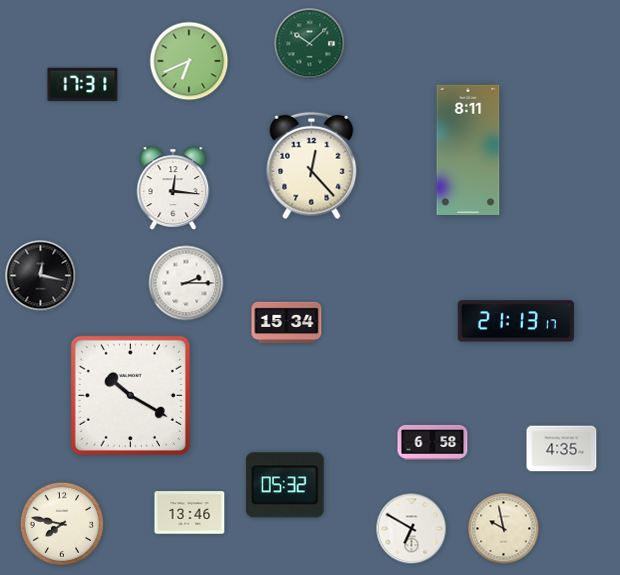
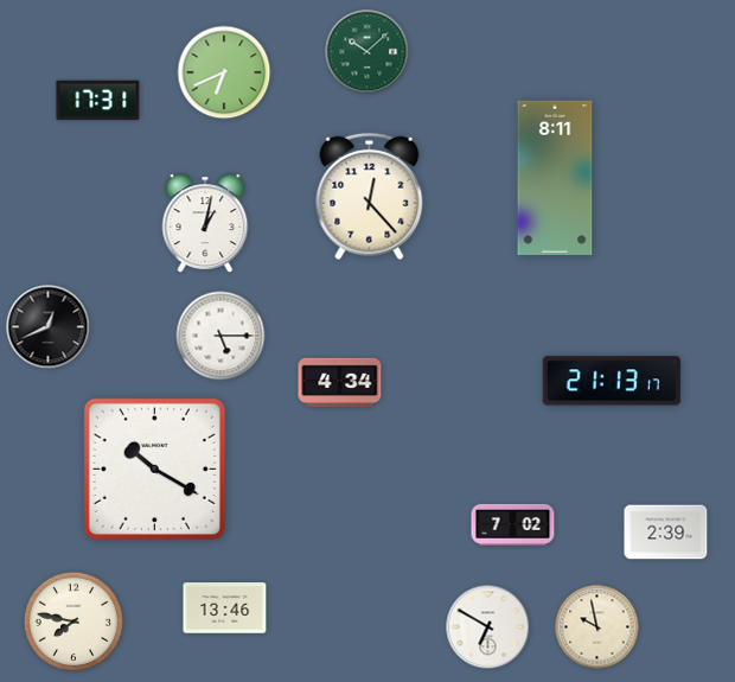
clock at (173, 188): 12:16 -> 1:02
clock at (41, 276): 12:17 -> 12:41
clock at (186, 283): 2:15 -> 5:15
clock at (287, 322): 15:34 -> 4:34
clock at (433, 442): 6:58 -> 7:02
clock at (562, 449): 4:35 -> 2:39
clock at (285, 485): 05:32 -> none
